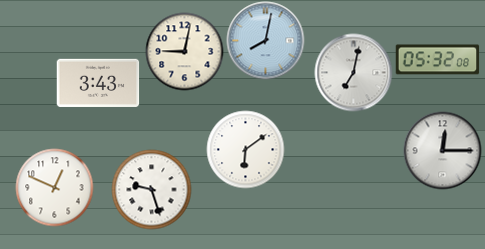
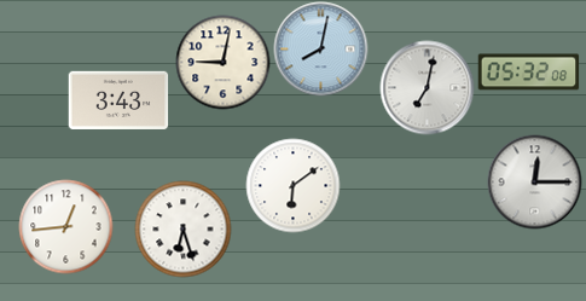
clock at (245, 149) position: (245, 149) -> (292, 185)
clock at (54, 187): 12:49 -> 12:44
clock at (151, 189): 9:27 -> 6:27
